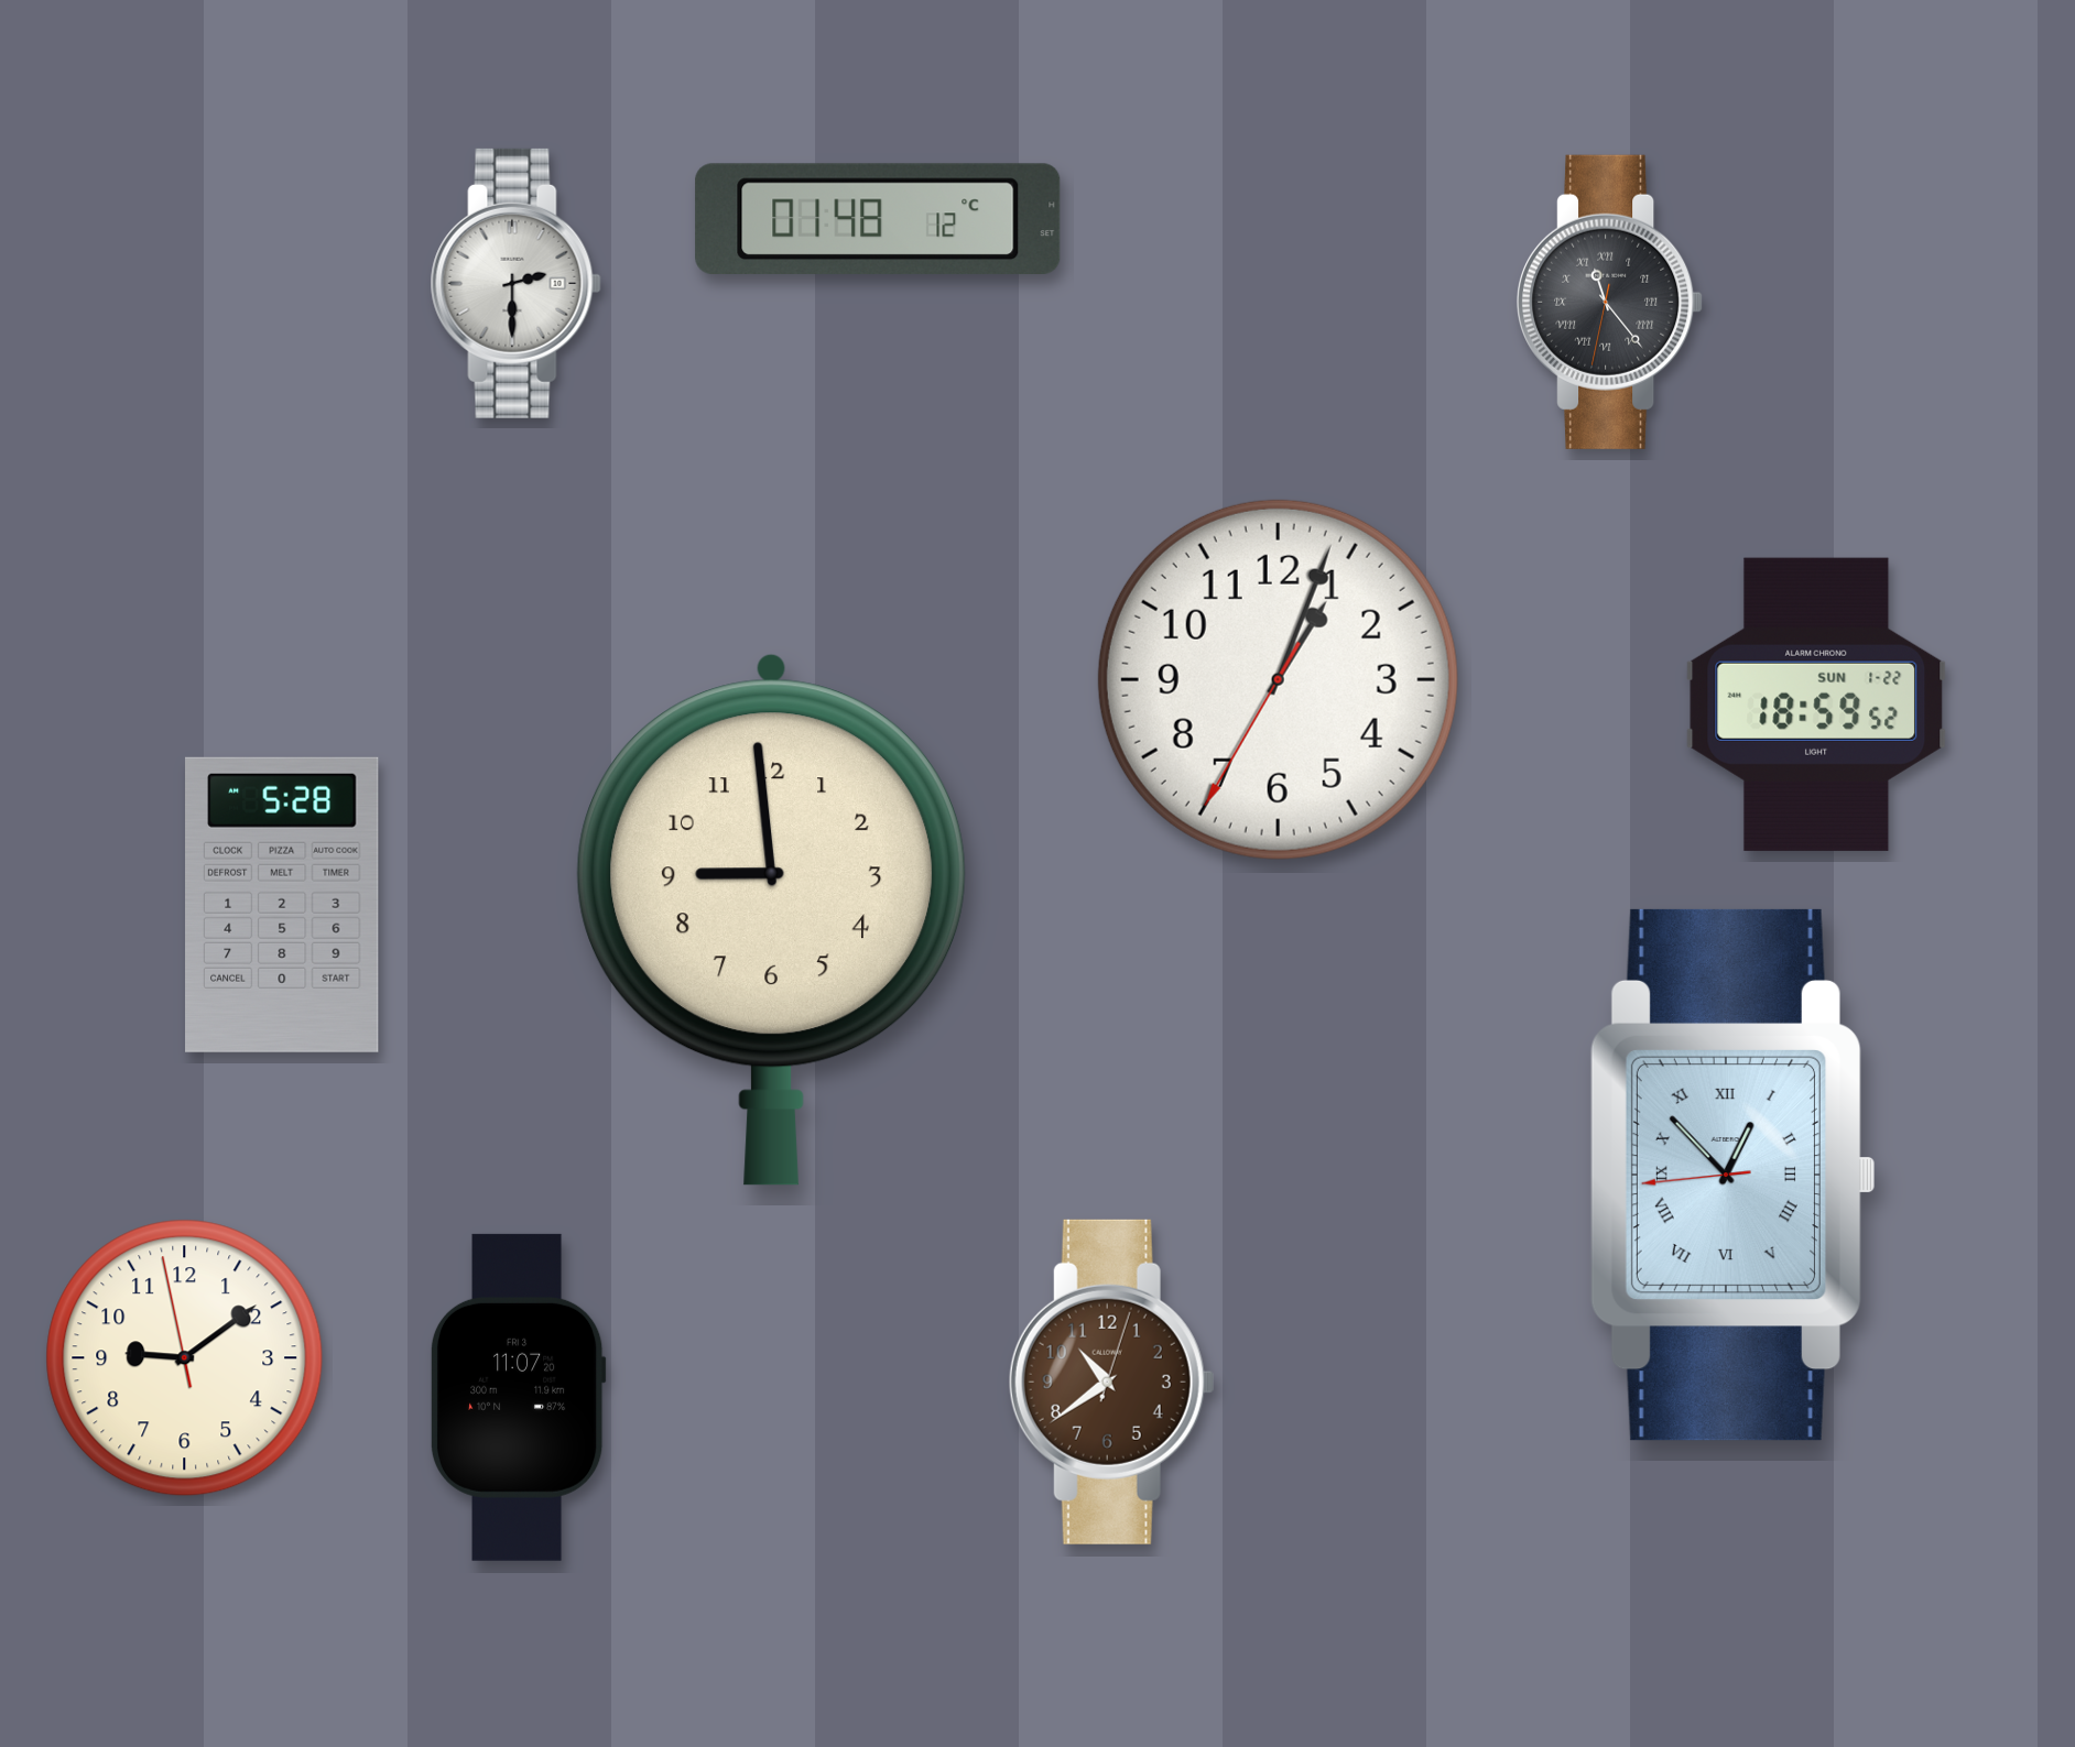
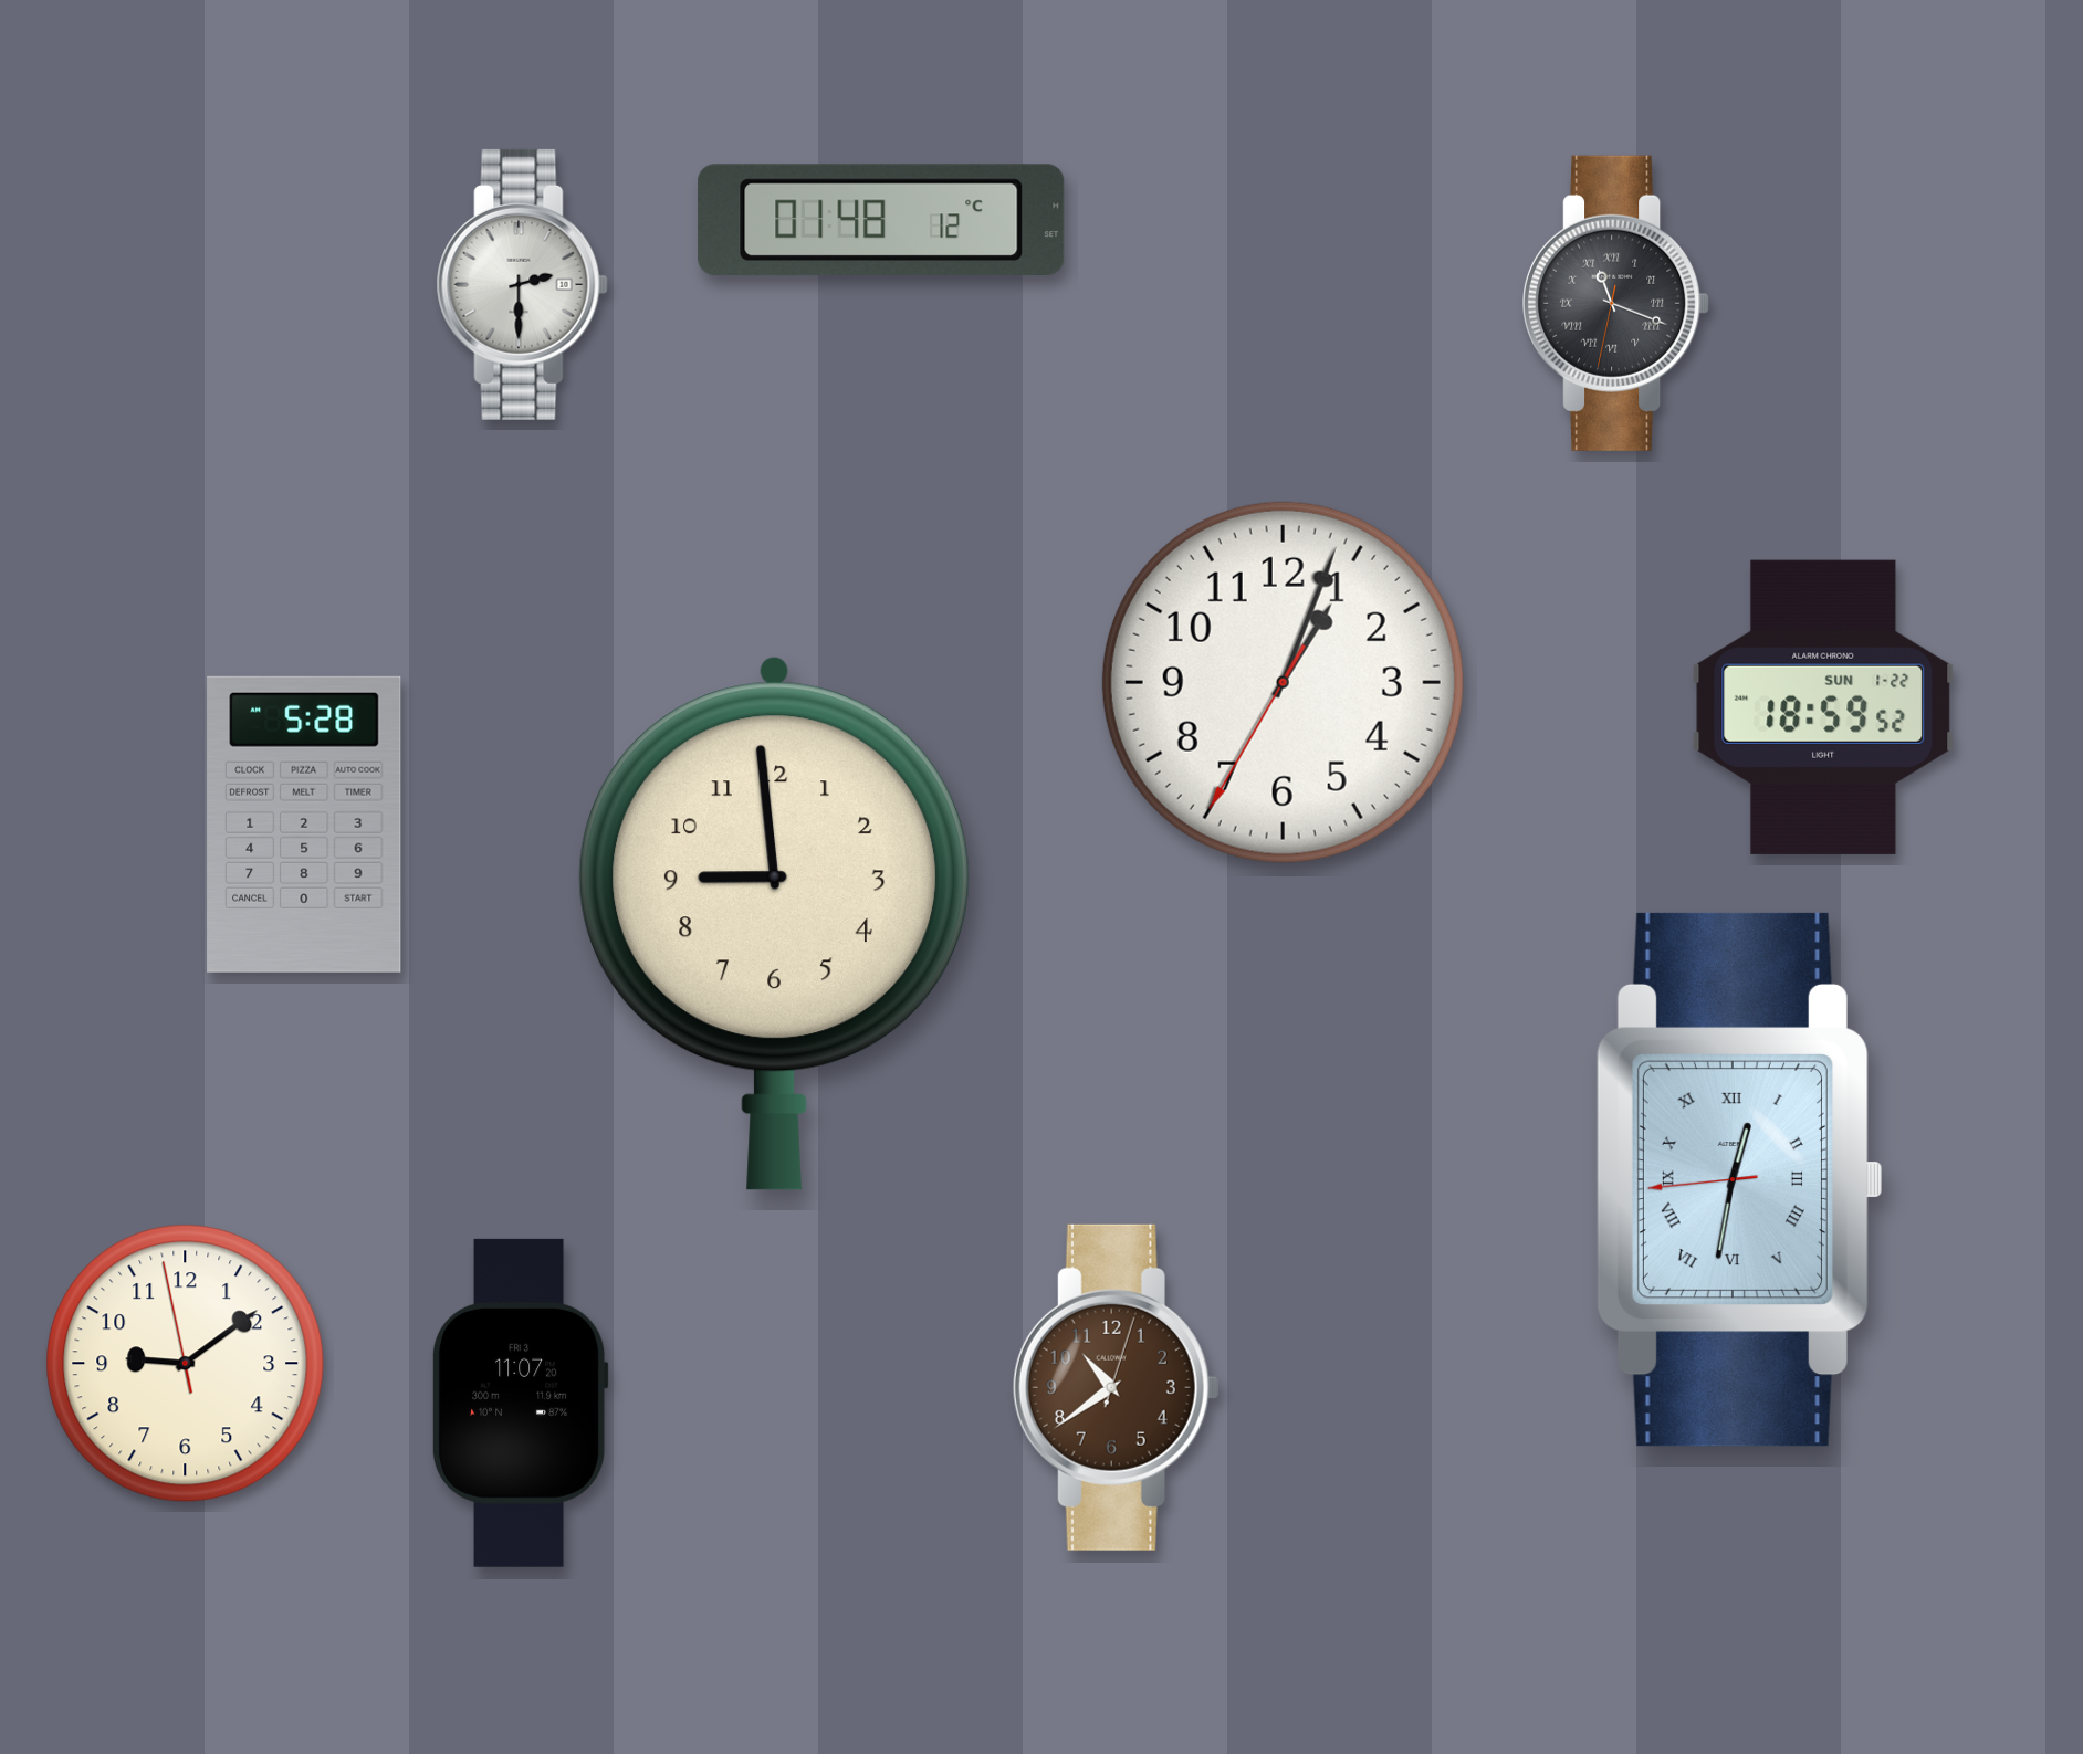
clock at (515, 283) position: (515, 283) -> (522, 284)
clock at (1610, 302): 11:23 -> 11:18
clock at (282, 905) position: (282, 905) -> (304, 825)
clock at (1731, 1175): 12:52 -> 12:31
